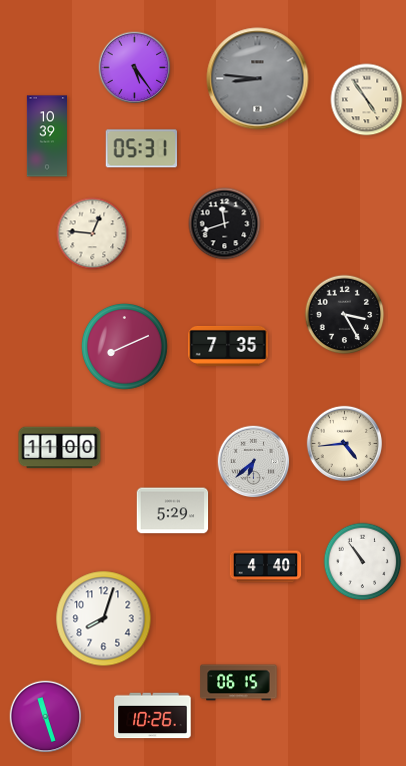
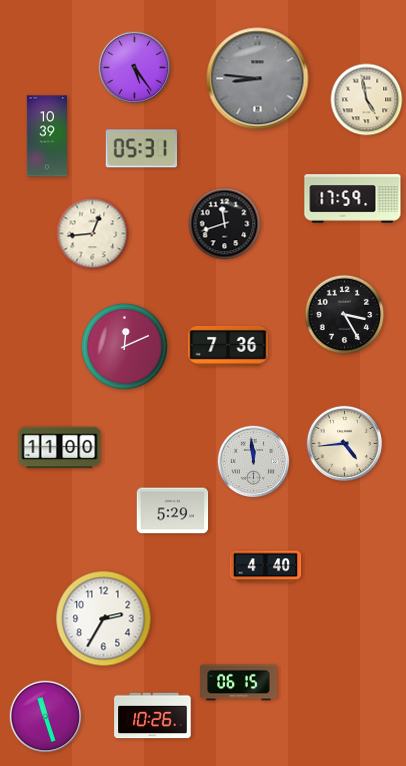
clock at (367, 100): 4:54 -> 4:58
clock at (353, 199): none -> 17:59
clock at (93, 234): 12:46 -> 12:44
clock at (124, 346): 8:11 -> 12:11
clock at (228, 346): 7:35 -> 7:36
clock at (254, 462): 6:38 -> 11:59
clock at (363, 562): 10:54 -> none
clock at (104, 619): 8:03 -> 2:35
